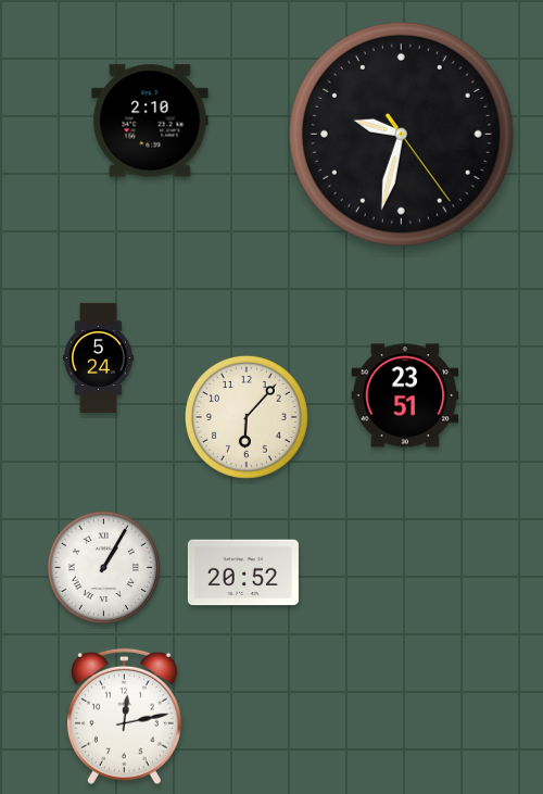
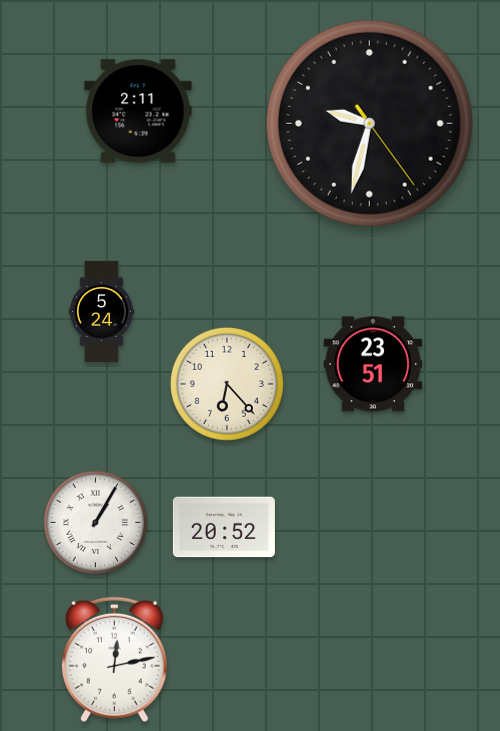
clock at (150, 121): 2:10 -> 2:11
clock at (98, 357) position: (98, 357) -> (101, 311)
clock at (247, 417): 6:07 -> 6:23
